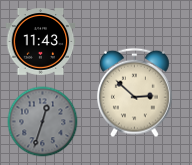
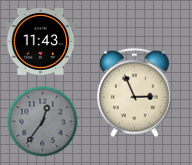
clock at (135, 93): 2:52 -> 2:56
clock at (43, 122): 12:33 -> 12:36
